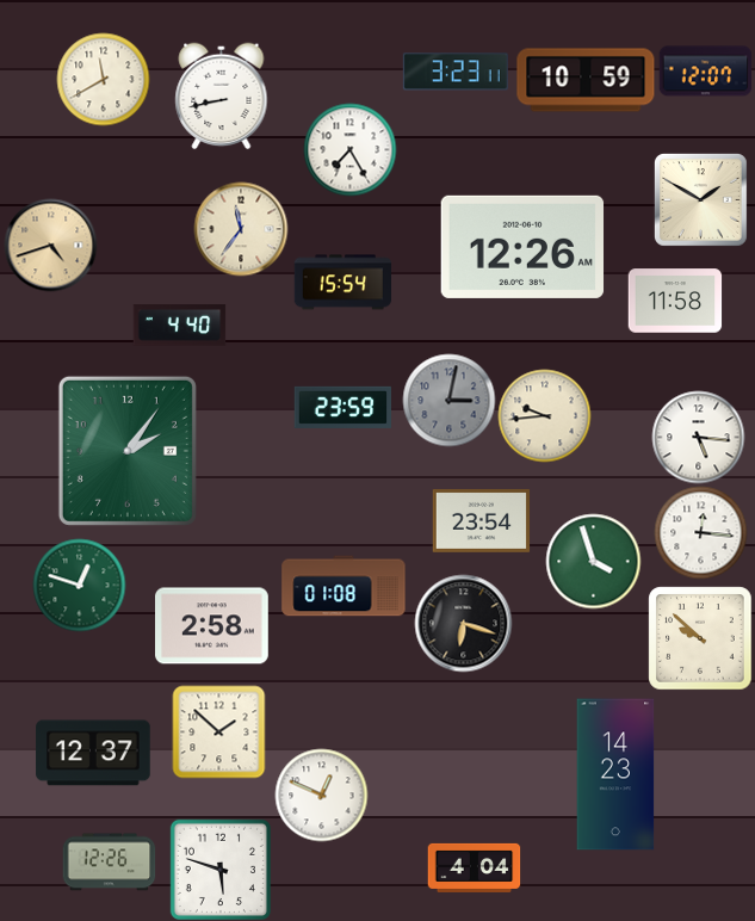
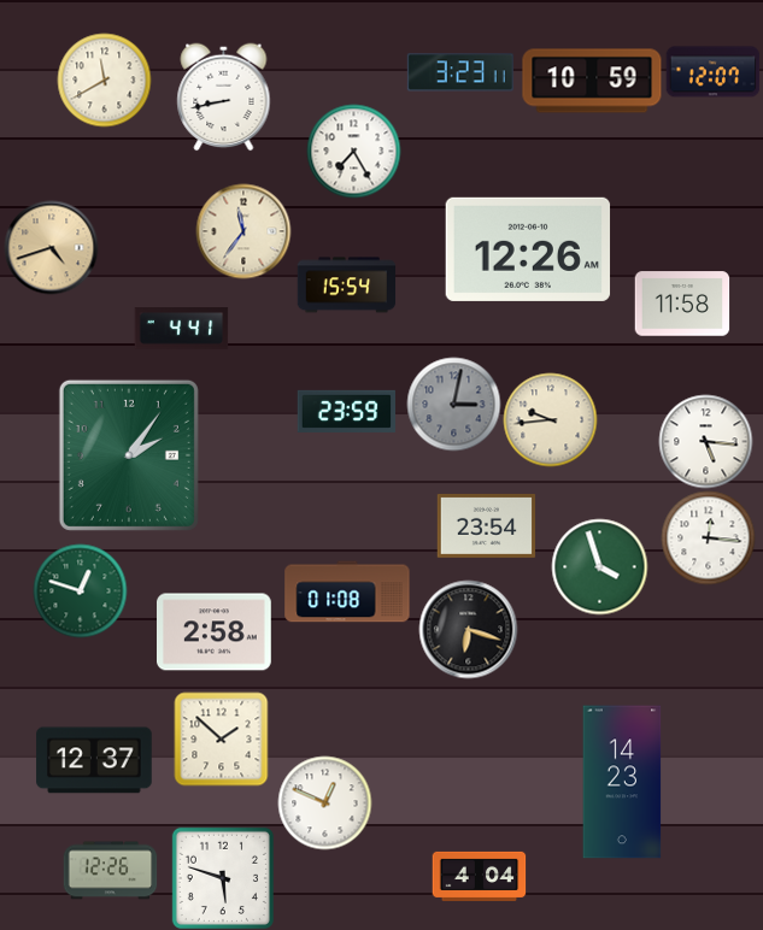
clock at (700, 199): 1:50 -> none
clock at (179, 326): 4:40 -> 4:41
clock at (700, 638): 9:52 -> none
